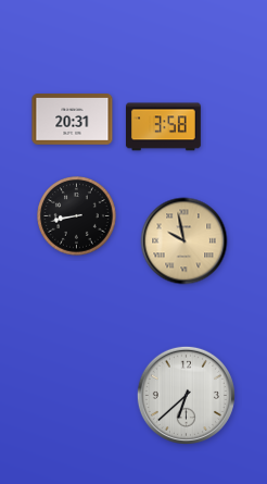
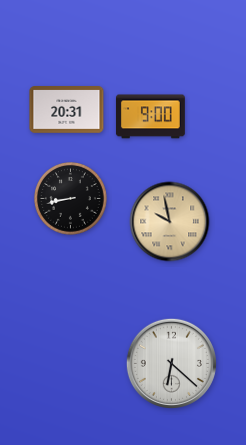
clock at (163, 127): 3:58 -> 9:00
clock at (186, 395): 6:38 -> 6:22
